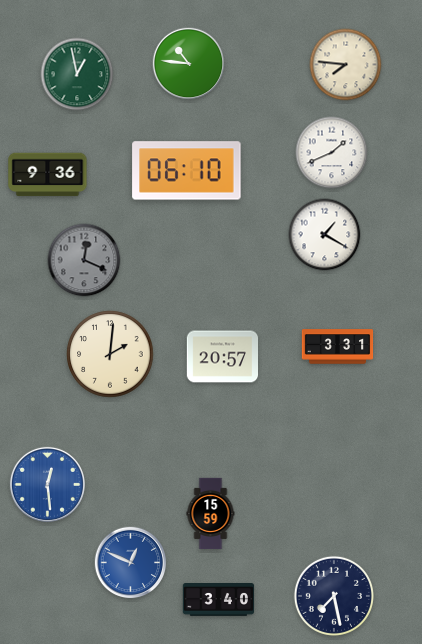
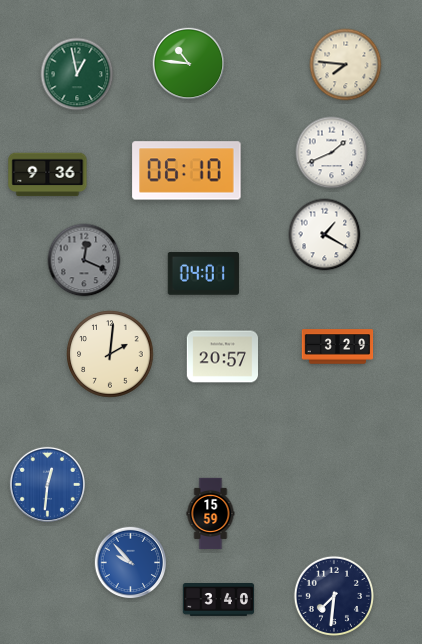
clock at (203, 274): none -> 04:01
clock at (338, 347): 3:31 -> 3:29
clock at (47, 484): 12:29 -> 12:31
clock at (131, 563): 12:49 -> 9:53
clock at (334, 596): 7:28 -> 7:31
